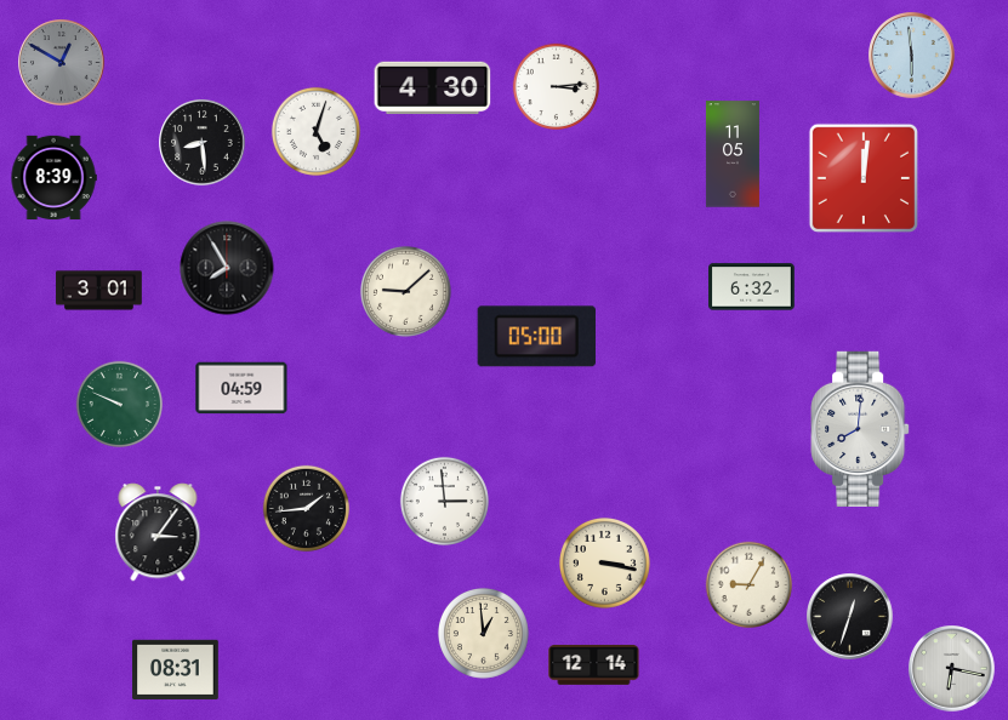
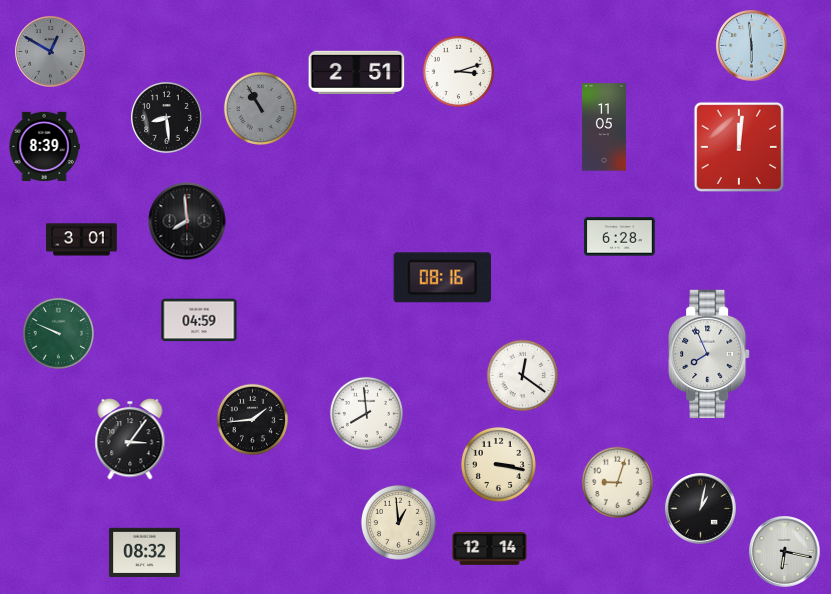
clock at (556, 86): 3:14 -> 3:12
clock at (433, 88): 4:30 -> 2:51
clock at (315, 131): 5:03 -> 10:55
clock at (315, 131) dial: white -> grey
clock at (862, 177) position: (862, 177) -> (738, 146)
clock at (227, 268): 7:55 -> 7:59
clock at (752, 287): 6:32 -> 6:28
clock at (405, 291): 9:08 -> none
clock at (536, 337): 05:00 -> 08:16
clock at (119, 404) position: (119, 404) -> (58, 333)
clock at (860, 428): 8:01 -> 7:56
clock at (522, 375): none -> 12:21
clock at (444, 501): 2:59 -> 7:59
clock at (748, 584): 9:05 -> 9:03
clock at (850, 617): 12:33 -> 1:02
clock at (176, 670): 08:31 -> 08:32
